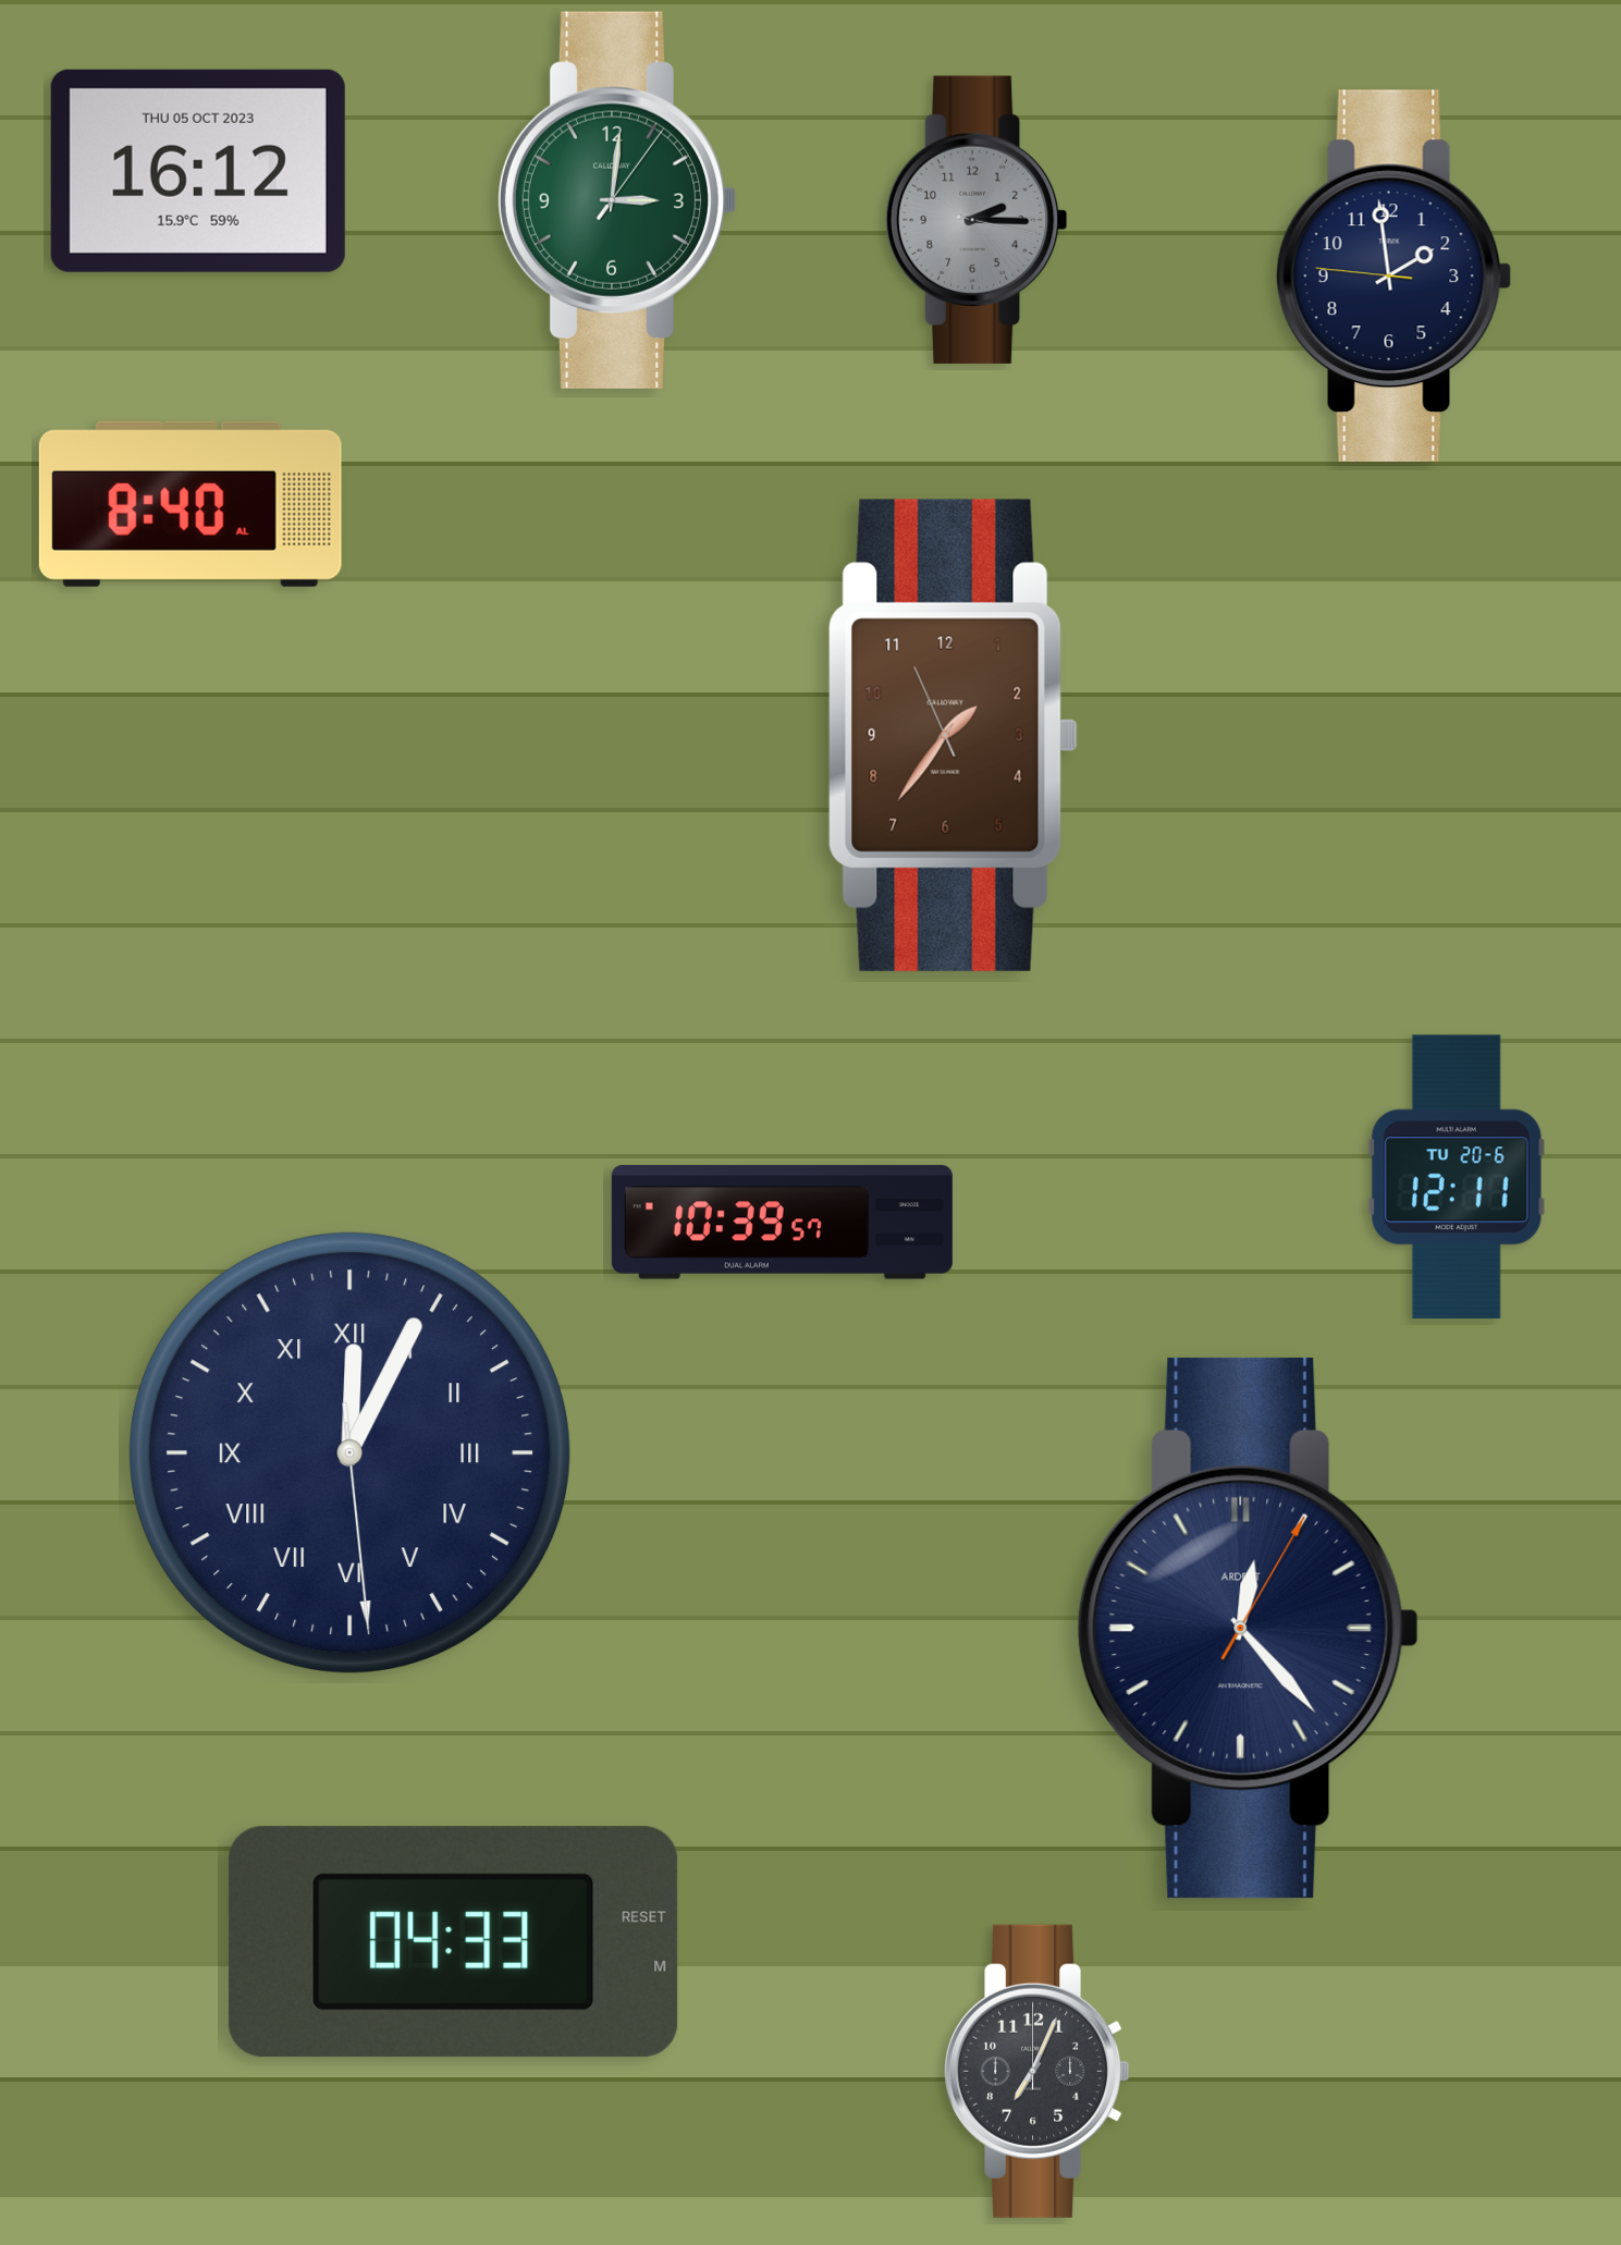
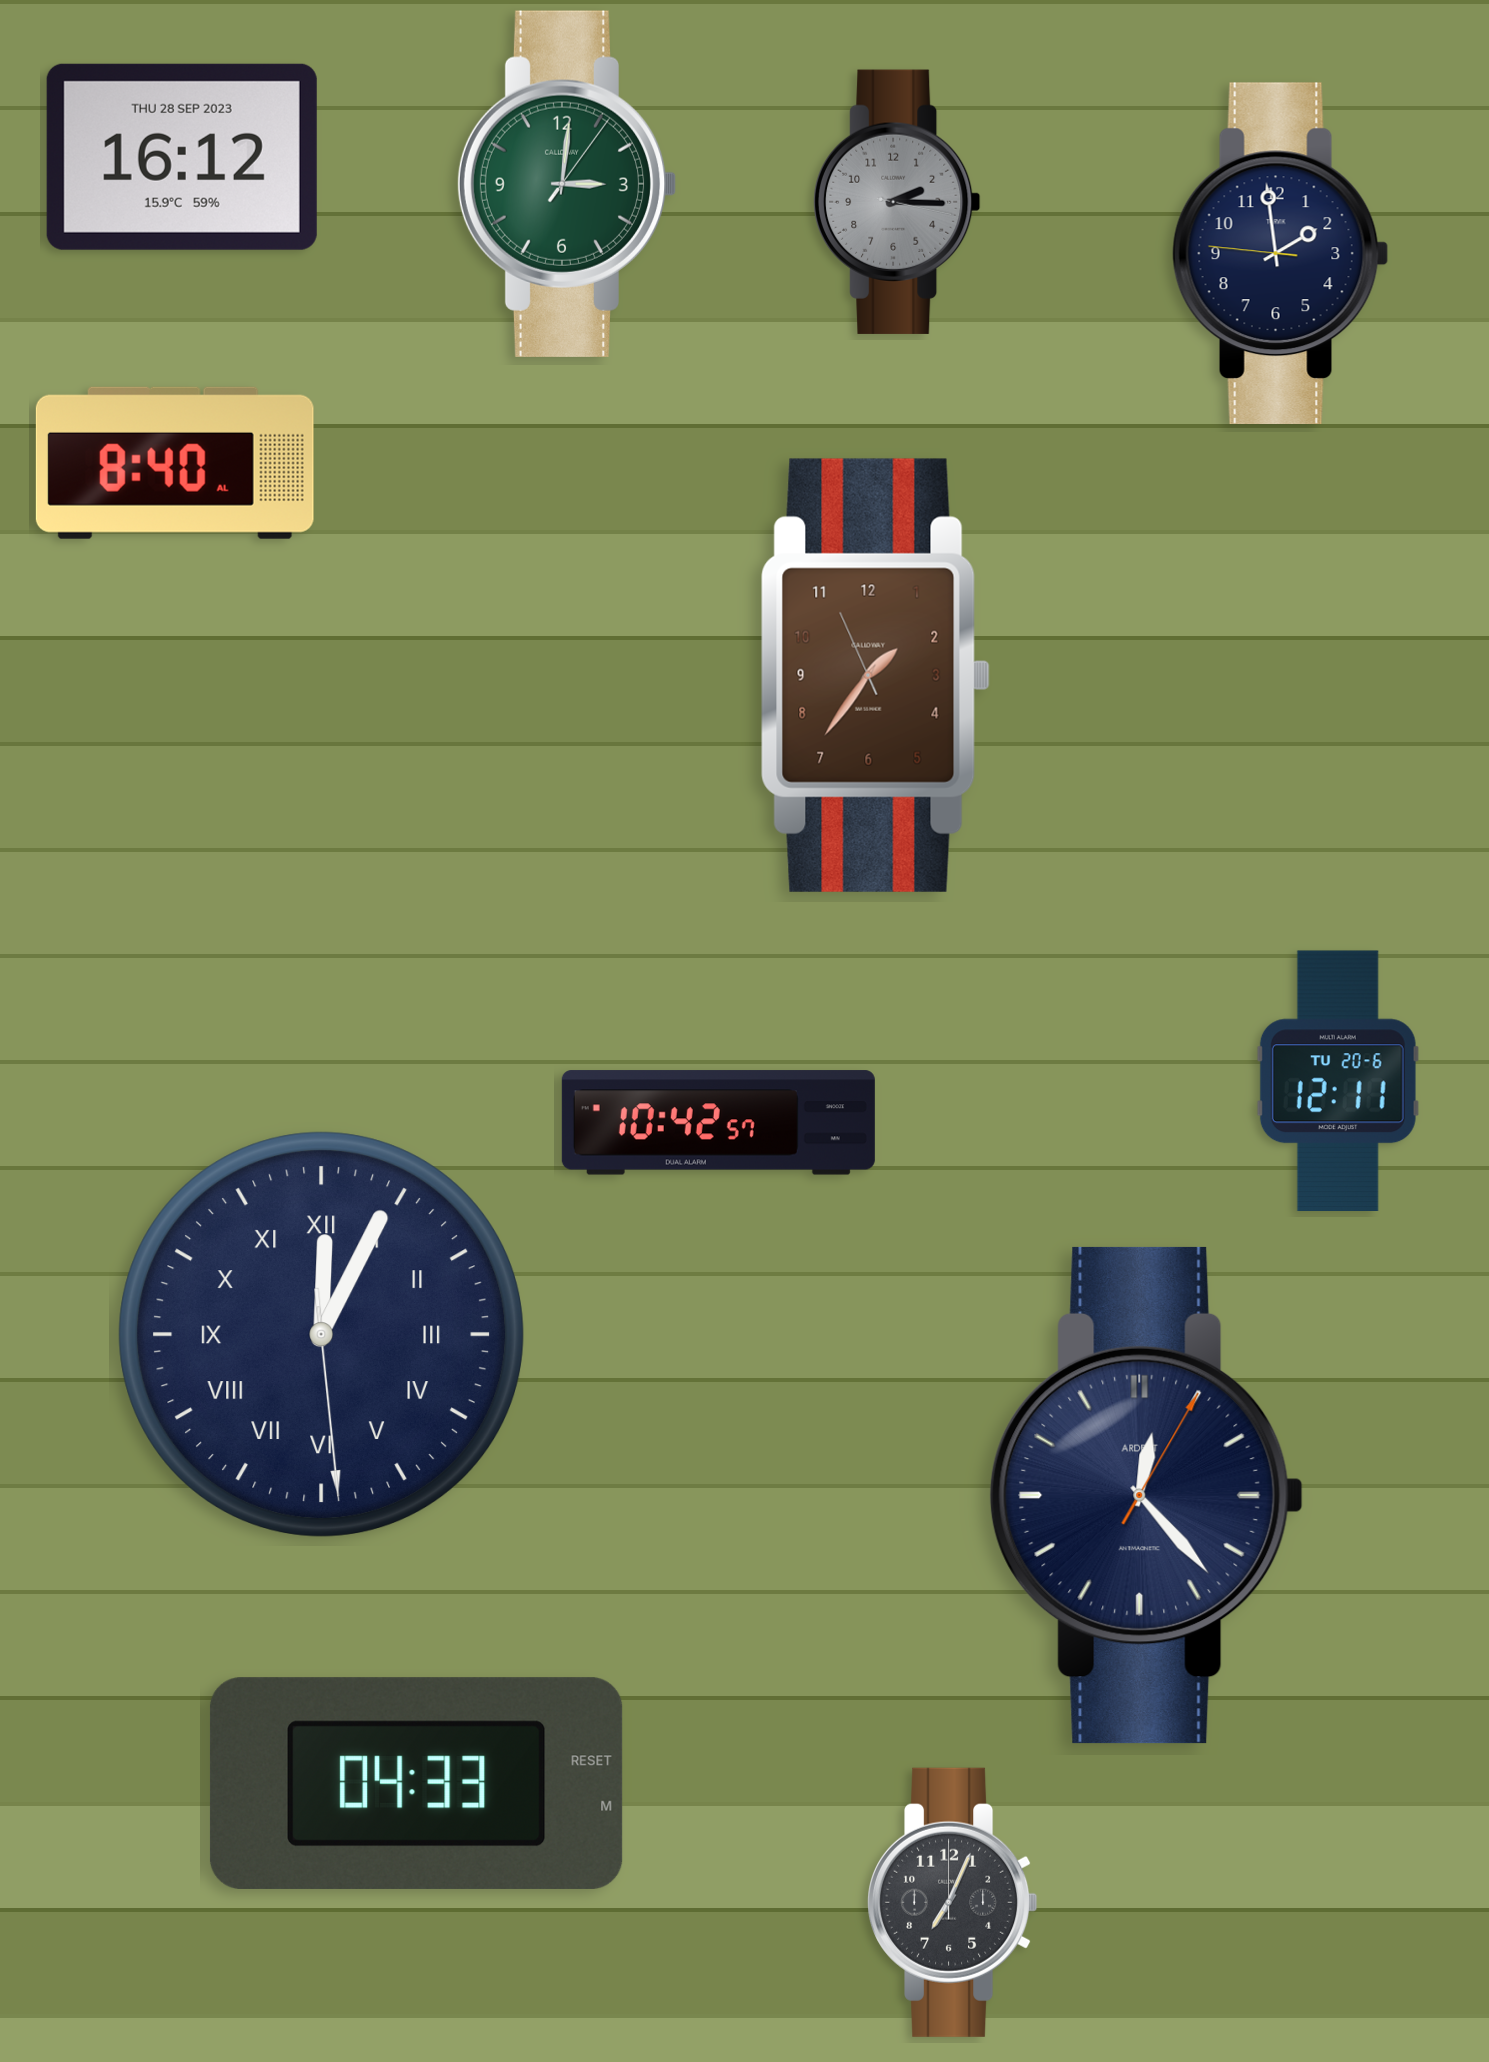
clock at (198, 171) date: THU 05 OCT 2023 -> THU 28 SEP 2023
clock at (782, 1223): 10:39 -> 10:42
